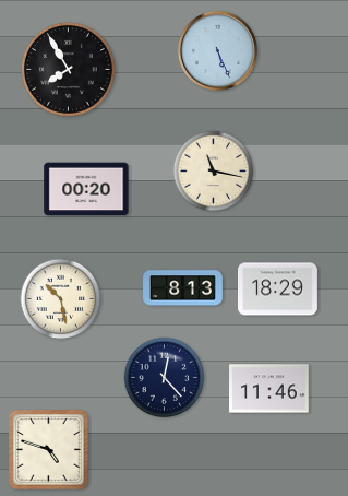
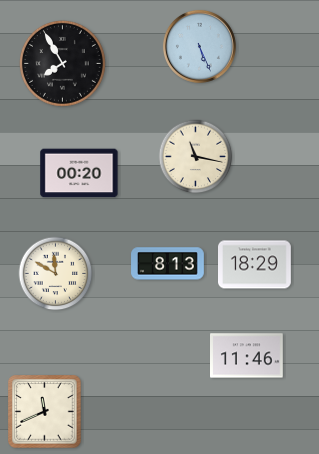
clock at (61, 299): 10:28 -> 11:50
clock at (165, 378): 12:23 -> none
clock at (49, 450): 4:48 -> 11:41
